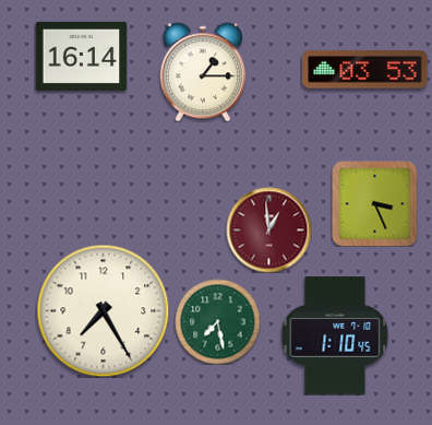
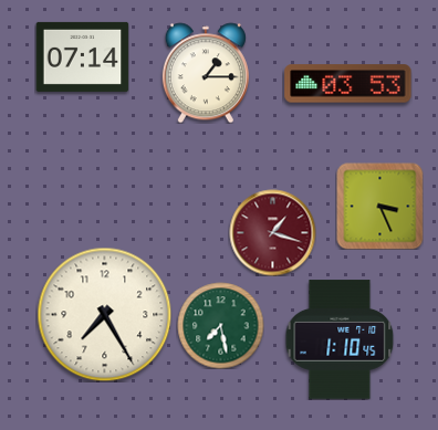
clock at (81, 56): 16:14 -> 07:14
clock at (365, 70) position: (365, 70) -> (348, 84)
clock at (268, 229): 12:59 -> 1:18
